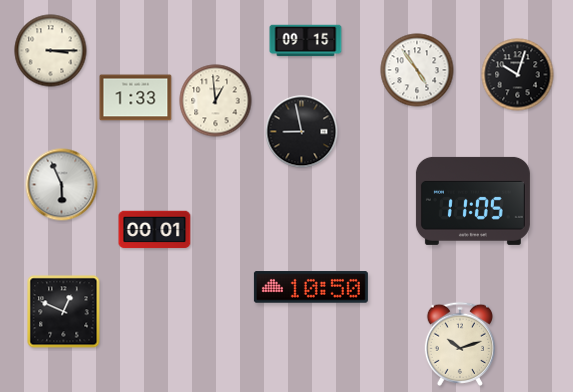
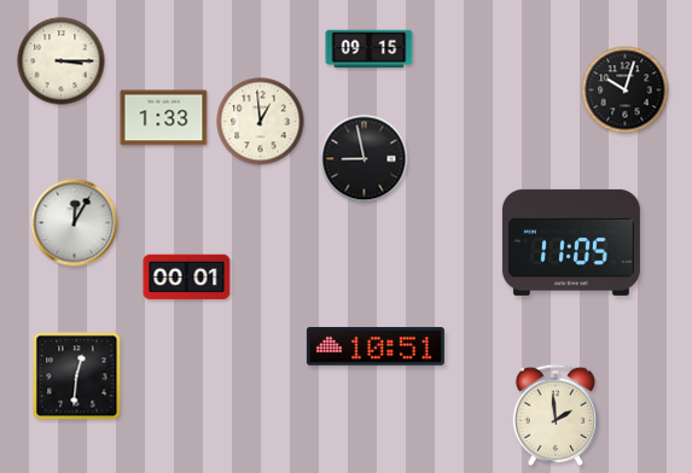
clock at (417, 70): 4:54 -> none
clock at (62, 185): 5:56 -> 12:05
clock at (311, 287): 10:50 -> 10:51
clock at (64, 312): 12:49 -> 12:31
clock at (459, 344): 10:12 -> 1:59
